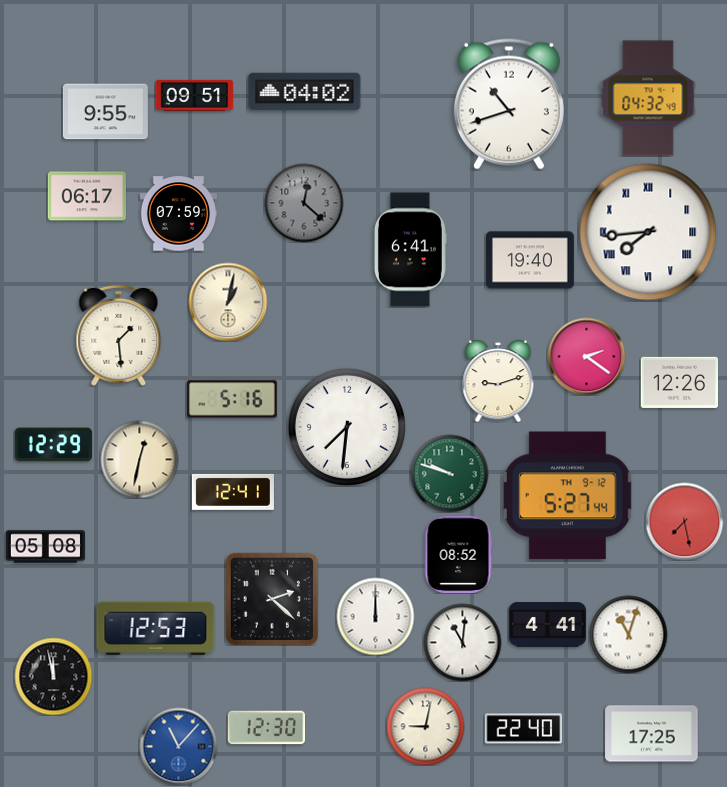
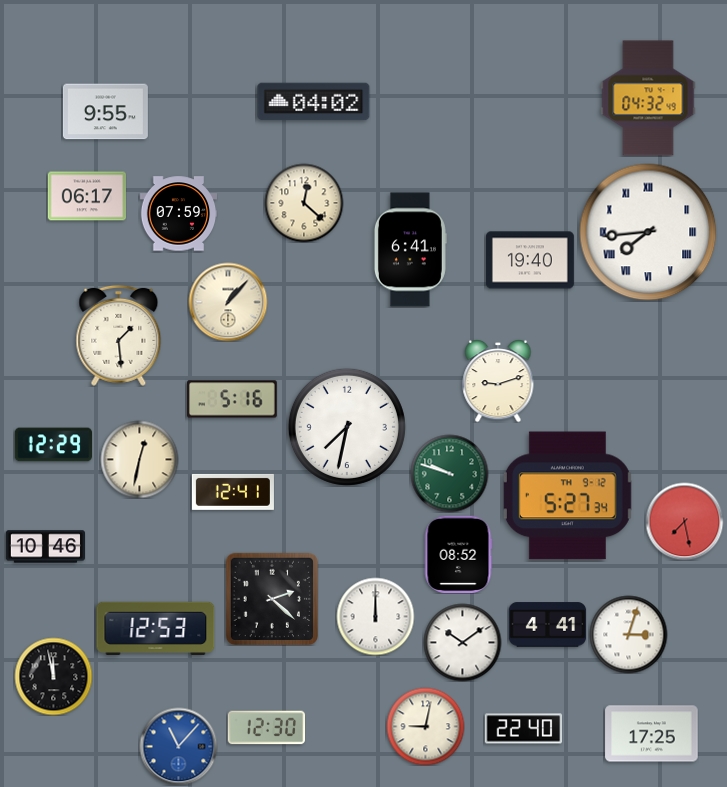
clock at (305, 92) position: (305, 92) -> (314, 102)
clock at (194, 95): 09:51 -> none
clock at (509, 104): 10:42 -> none
clock at (304, 203) dial: grey -> cream
clock at (228, 302): 1:02 -> 1:07
clock at (586, 356): 2:21 -> none
clock at (679, 382): 12:26 -> none
clock at (347, 427): 7:31 -> 7:32
clock at (567, 496): 5:27:44 -> 5:27:34
clock at (45, 547): 05:08 -> 10:46
clock at (628, 634): 11:03 -> 3:03
clock at (462, 642): 11:01 -> 10:09
